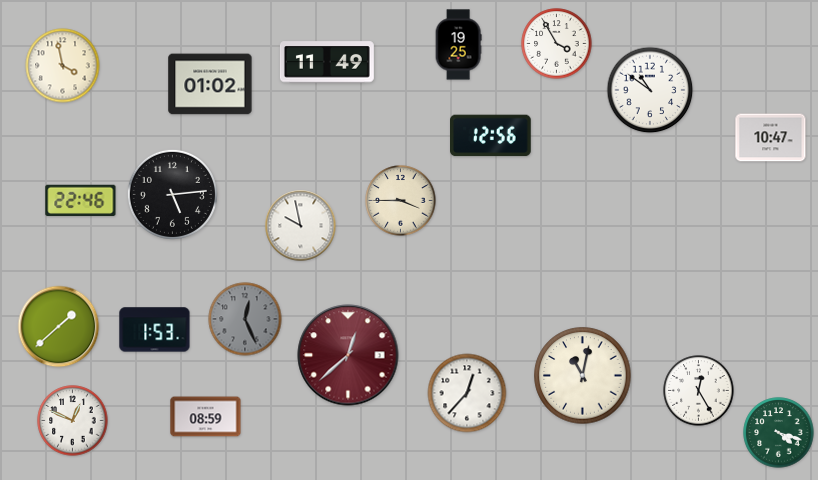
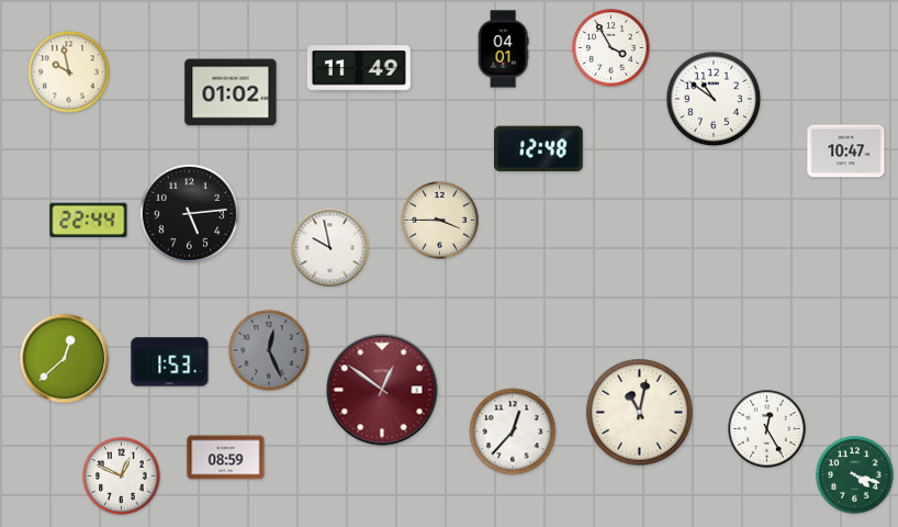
clock at (458, 45): 19:25 -> 04:01
clock at (63, 66): 3:58 -> 9:58
clock at (491, 136): 12:56 -> 12:48
clock at (81, 201): 22:46 -> 22:44
clock at (59, 327): 1:38 -> 12:38
clock at (348, 355): 12:38 -> 12:51
clock at (73, 421) position: (73, 421) -> (122, 476)
